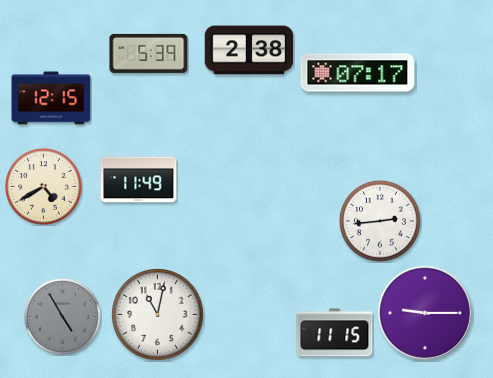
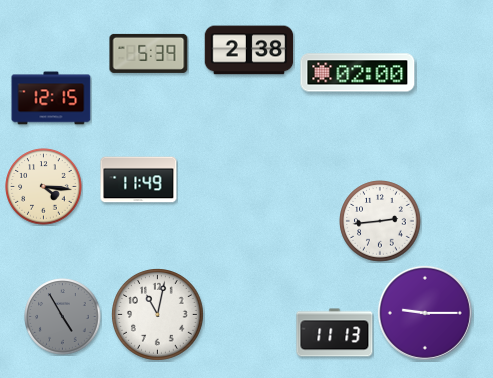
clock at (358, 73): 07:17 -> 02:00
clock at (44, 187): 4:40 -> 4:16
clock at (335, 333): 11:15 -> 11:13
